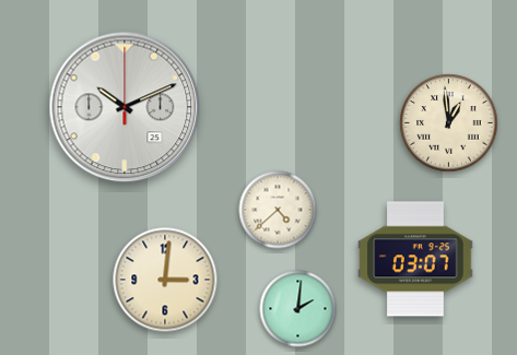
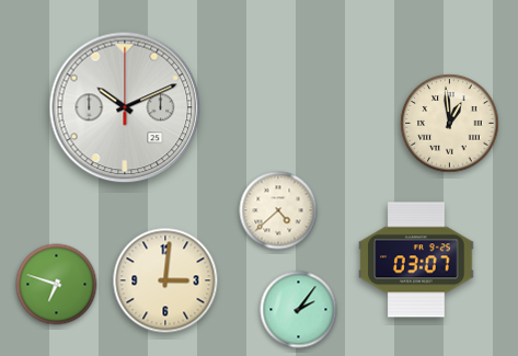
clock at (57, 285): none -> 6:48
clock at (298, 309): 2:01 -> 2:06
